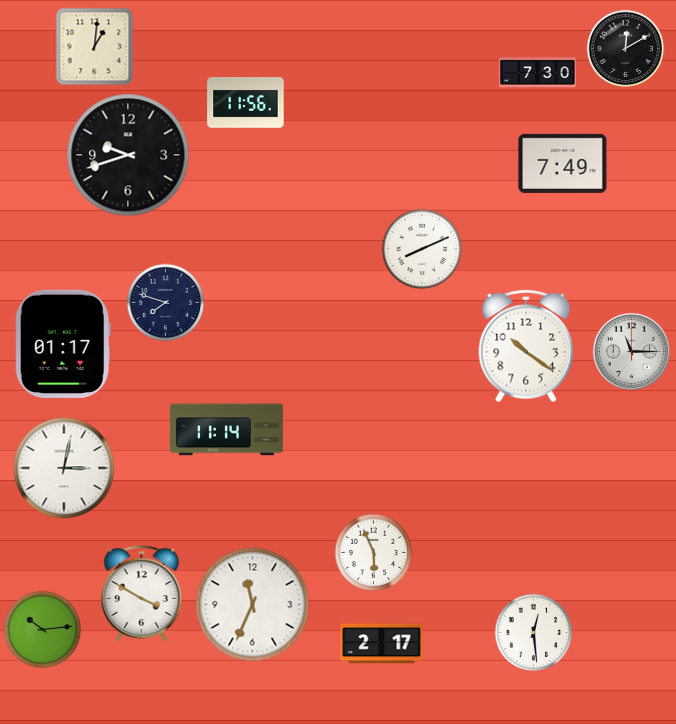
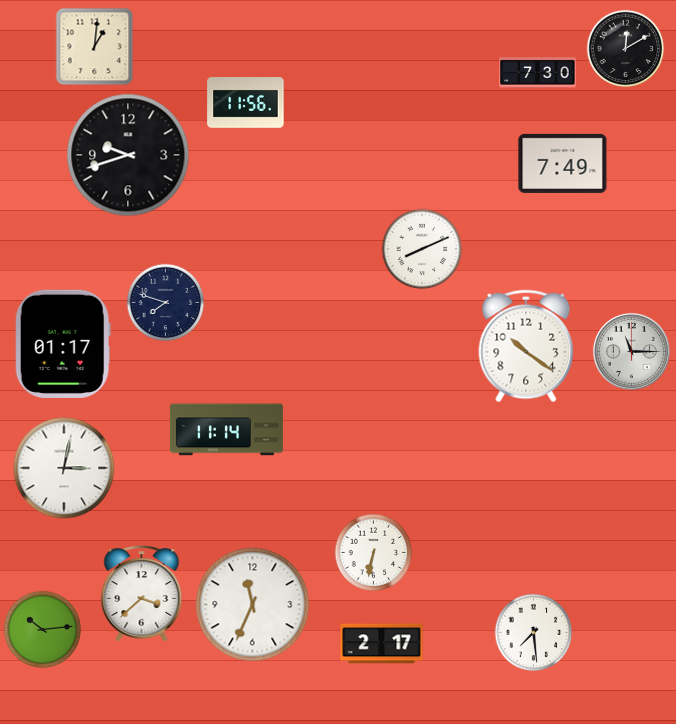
clock at (373, 552): 5:56 -> 6:32
clock at (142, 594): 3:50 -> 3:38
clock at (533, 632): 12:29 -> 7:29
